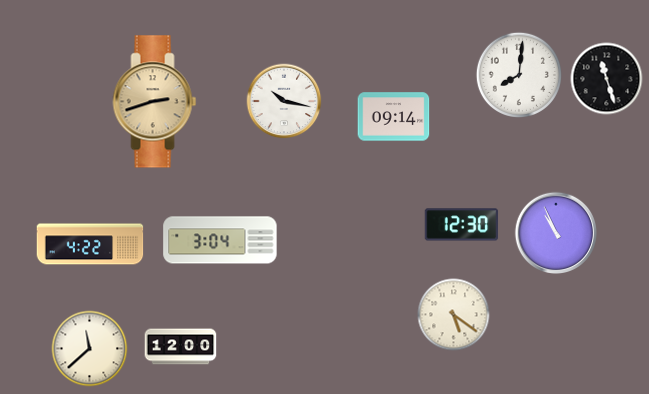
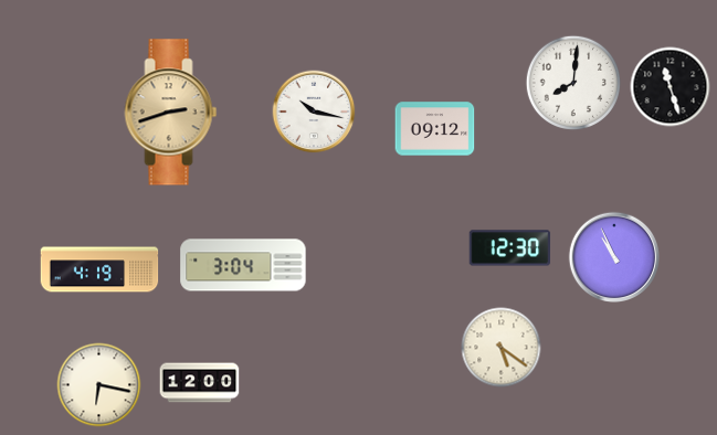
clock at (394, 117): 09:14 -> 09:12
clock at (90, 244): 4:22 -> 4:19
clock at (90, 349): 11:38 -> 6:17
